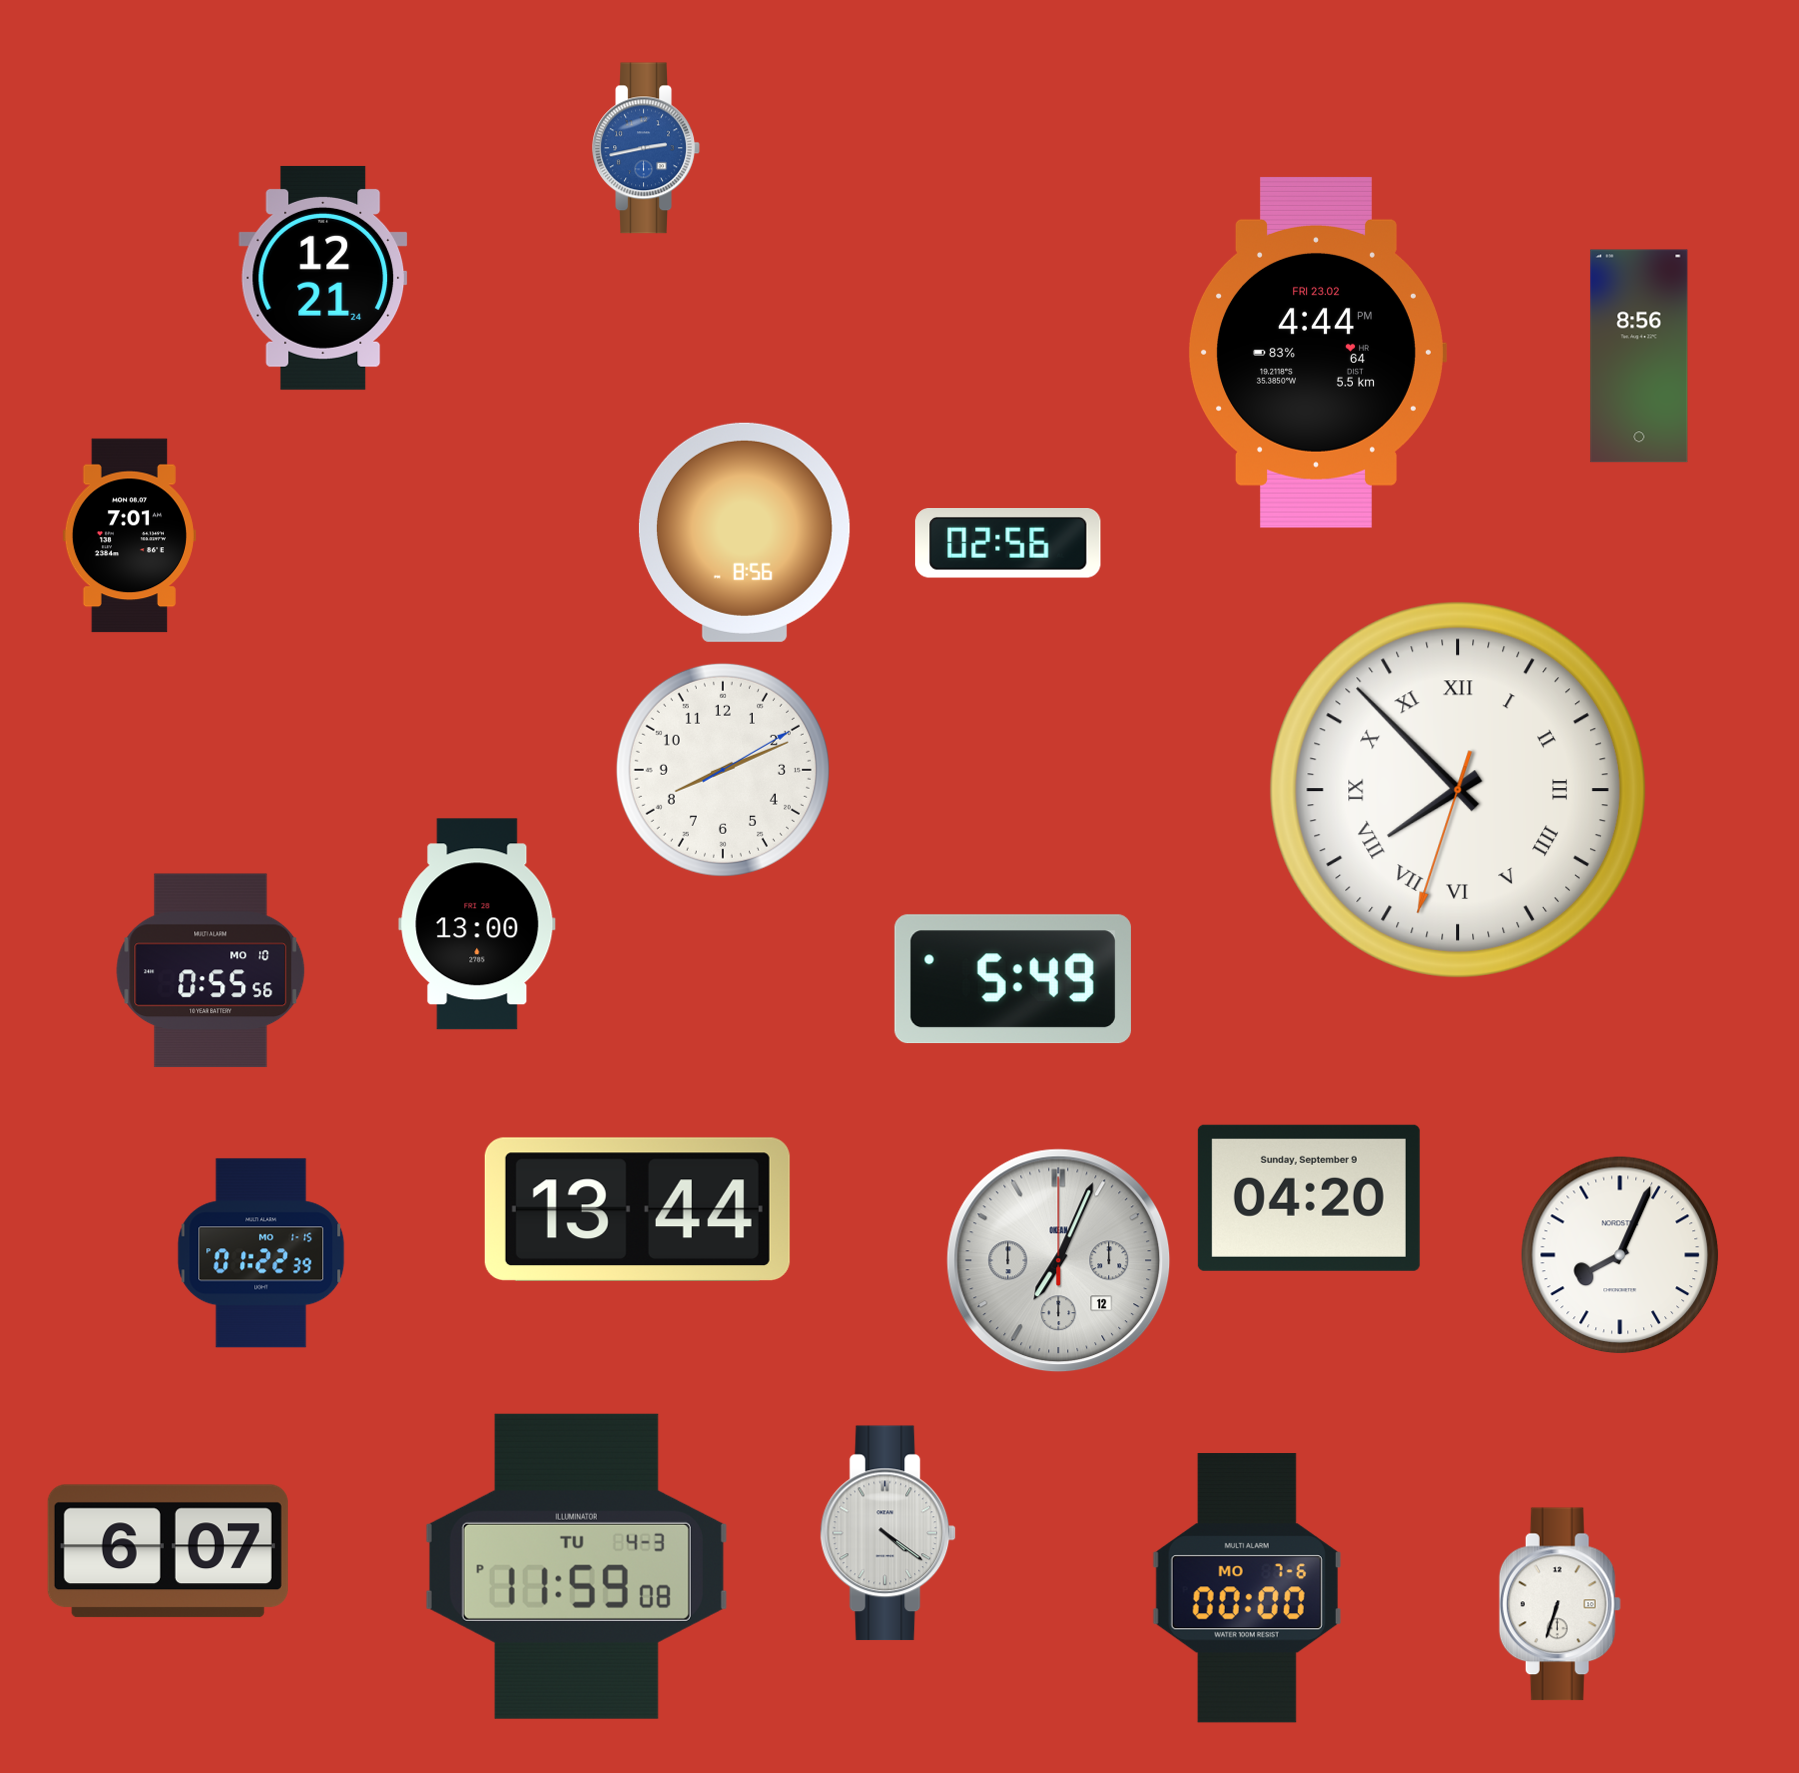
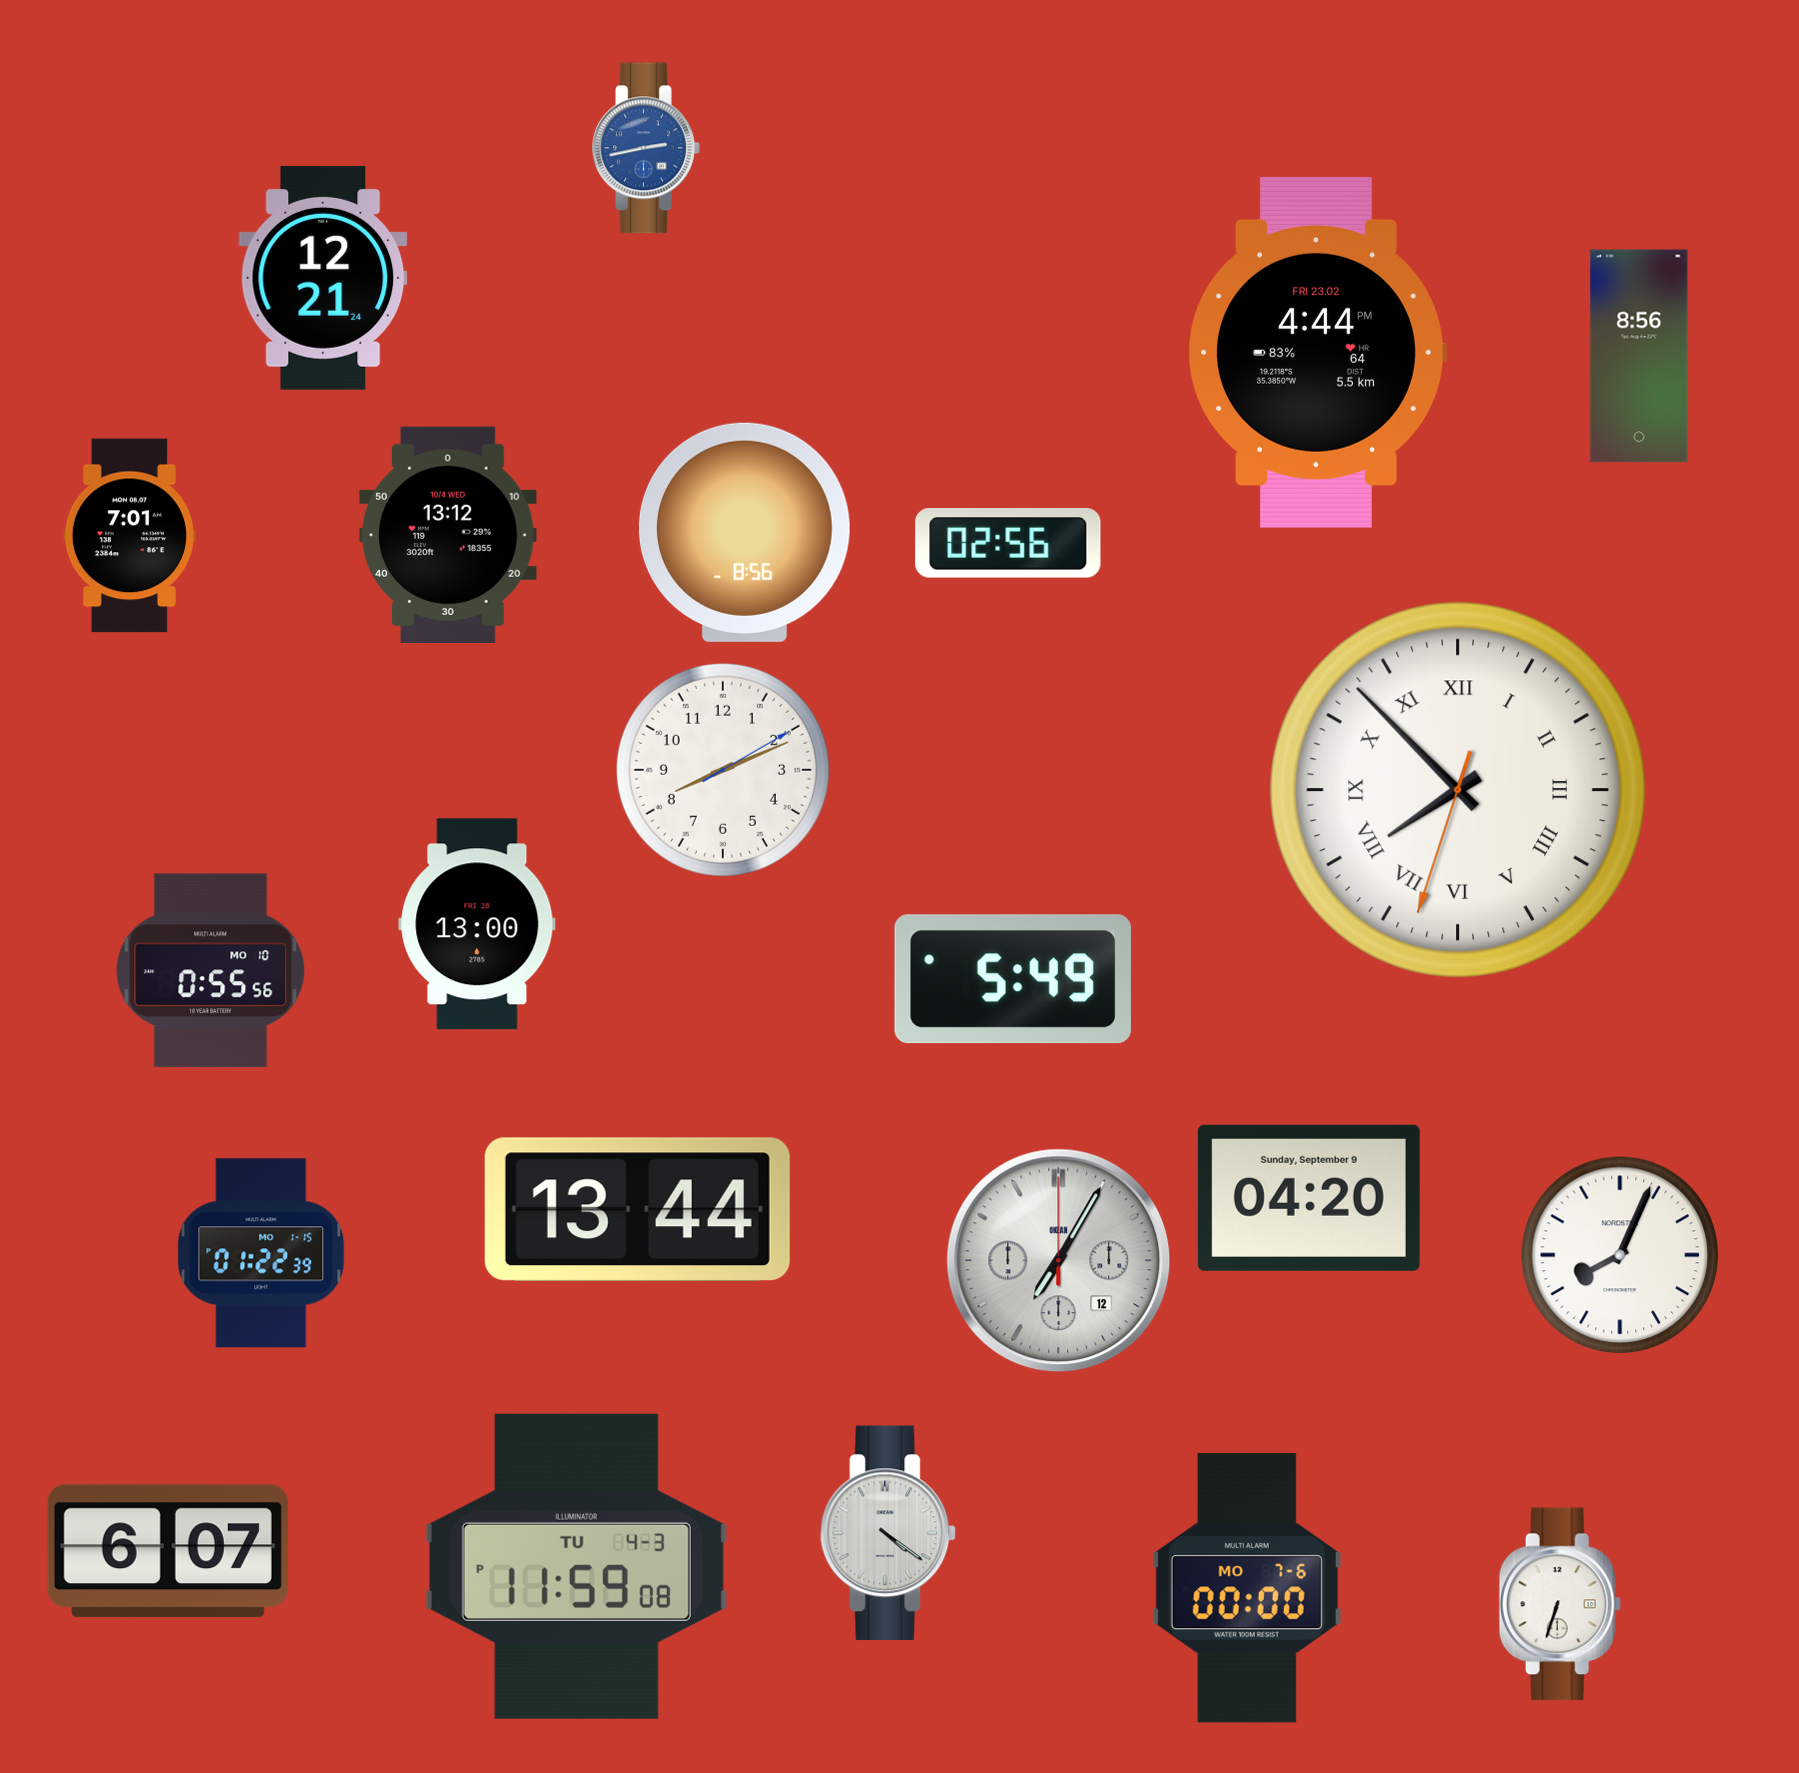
clock at (448, 534): none -> 13:12
clock at (1059, 1261): 7:04 -> 7:05
